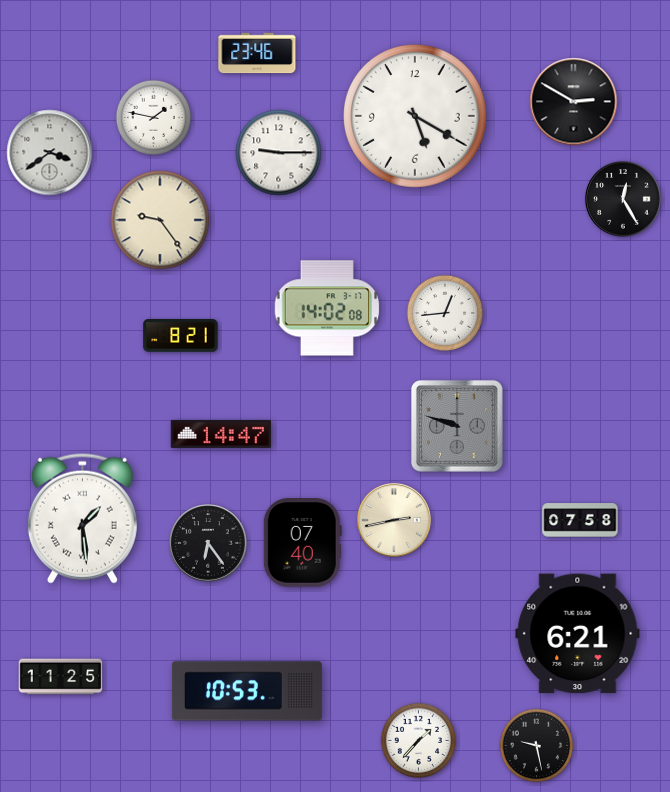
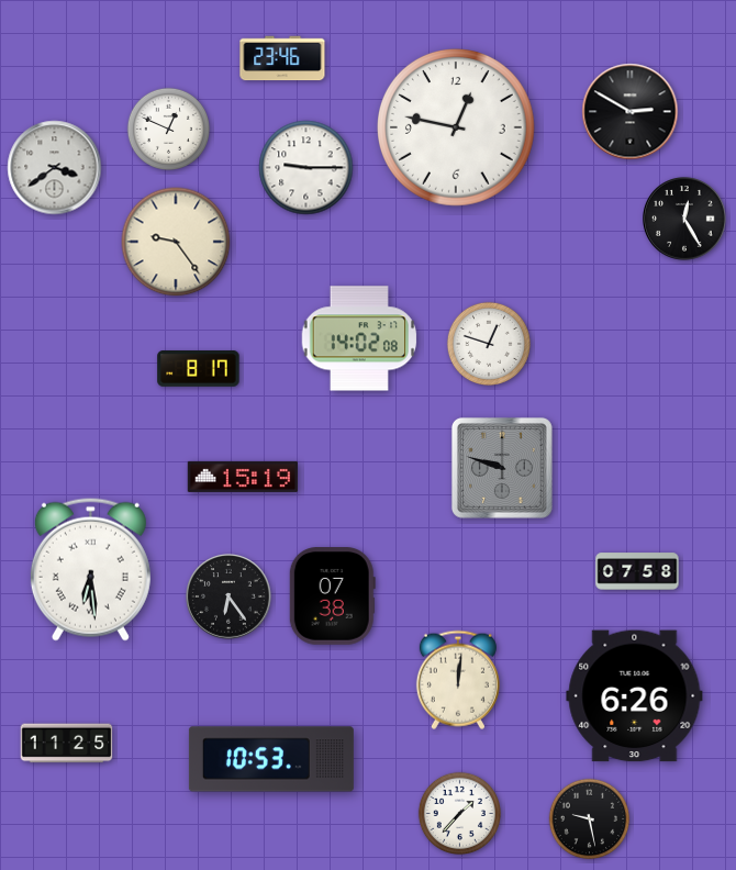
clock at (153, 117): 1:47 -> 12:49
clock at (416, 117): 5:20 -> 12:47
clock at (445, 313): 12:44 -> 12:48
clock at (181, 336): 8:21 -> 8:17
clock at (221, 434): 14:47 -> 15:19
clock at (82, 518): 1:29 -> 6:29
clock at (394, 520): 2:43 -> none
clock at (302, 543): 07:40 -> 07:38
clock at (458, 680): none -> 12:01
clock at (578, 634): 6:21 -> 6:26
